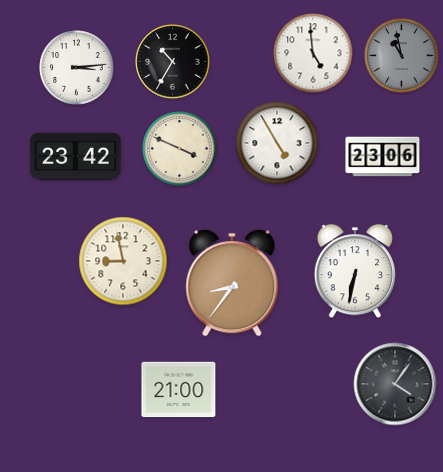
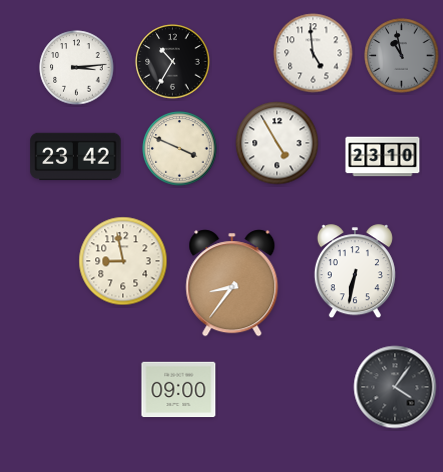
clock at (383, 157): 23:06 -> 23:10
clock at (395, 384) position: (395, 384) -> (395, 387)
clock at (179, 390): 21:00 -> 09:00
